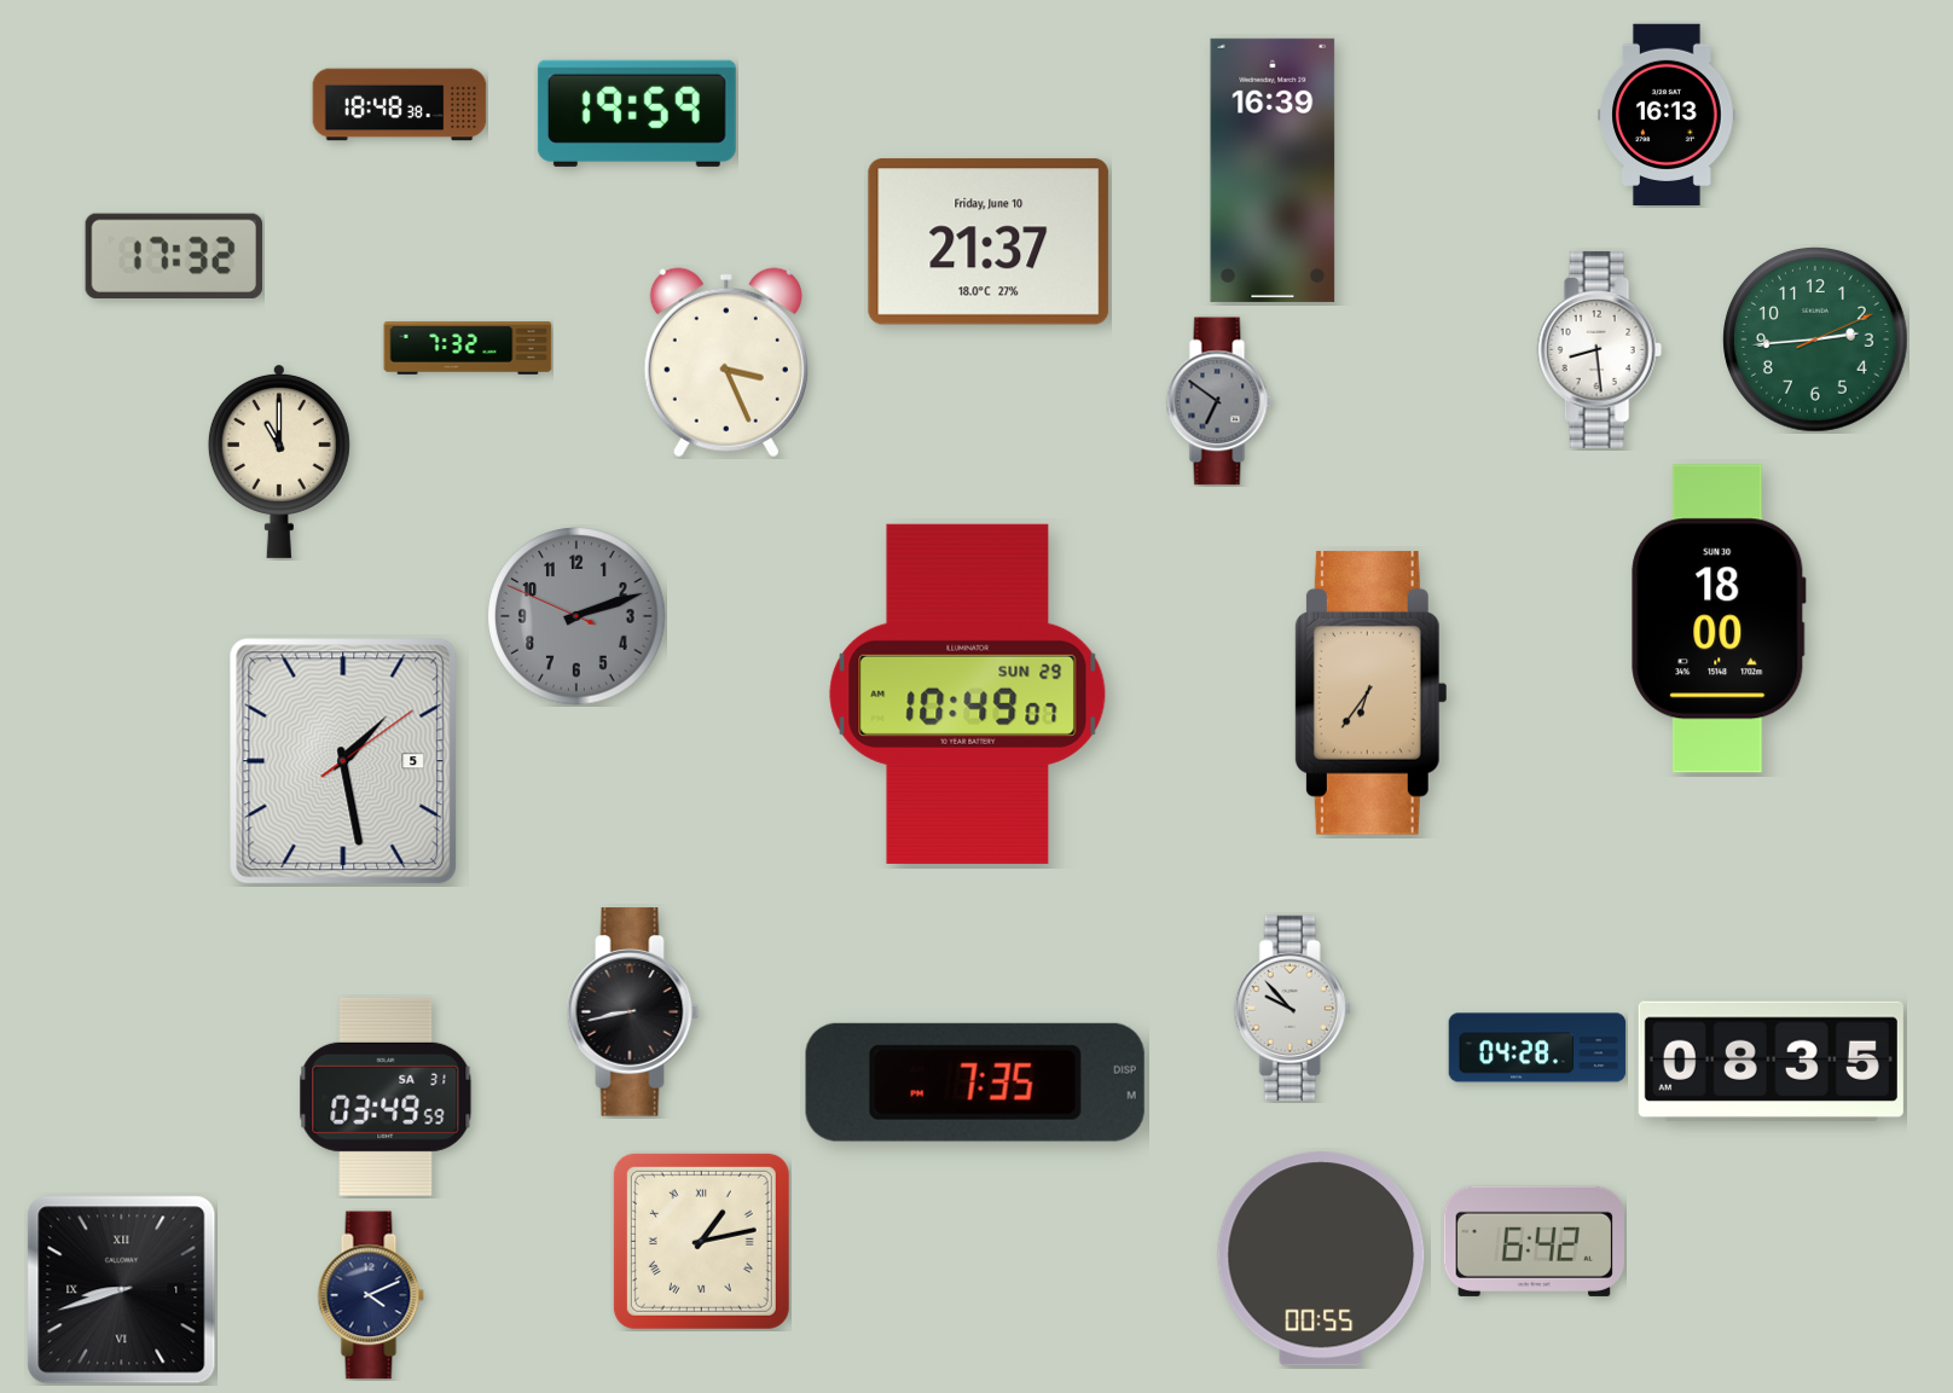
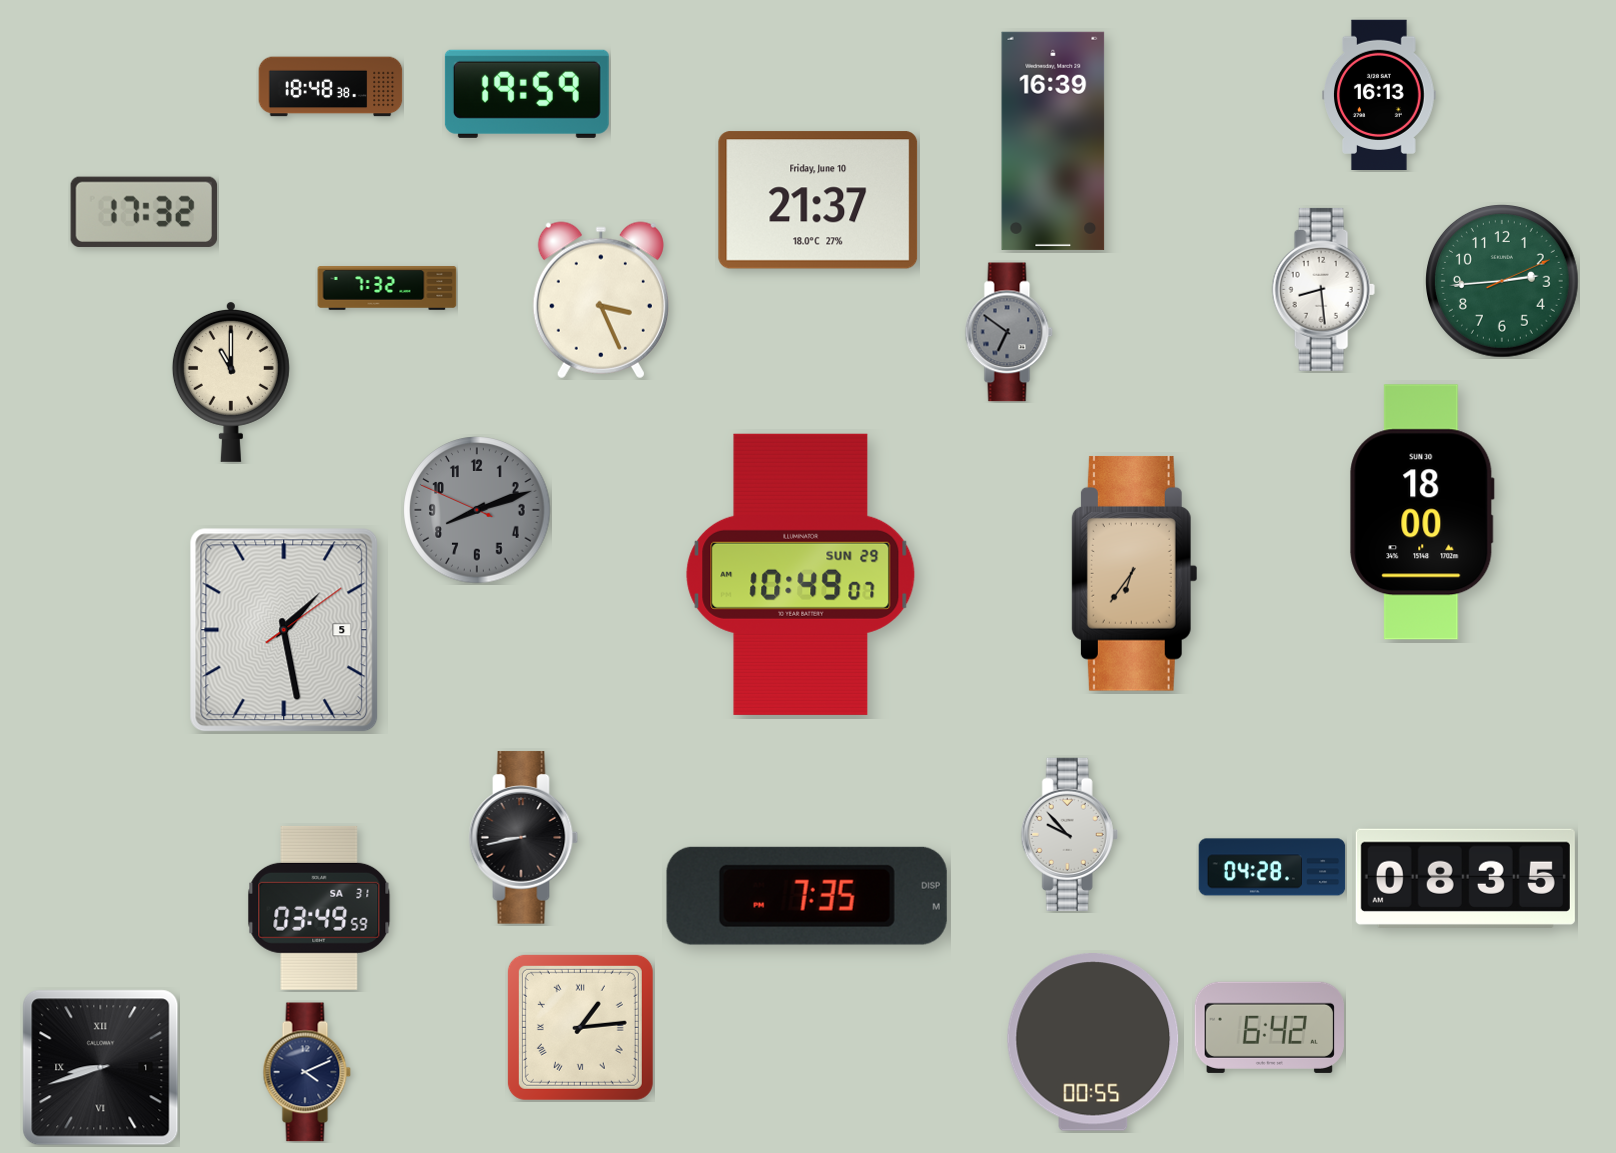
clock at (576, 616): 2:11 -> 8:11
clock at (701, 1241): 1:13 -> 1:14
